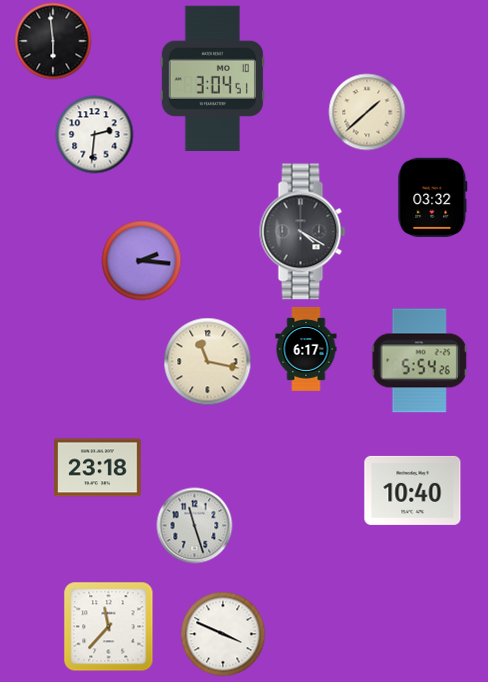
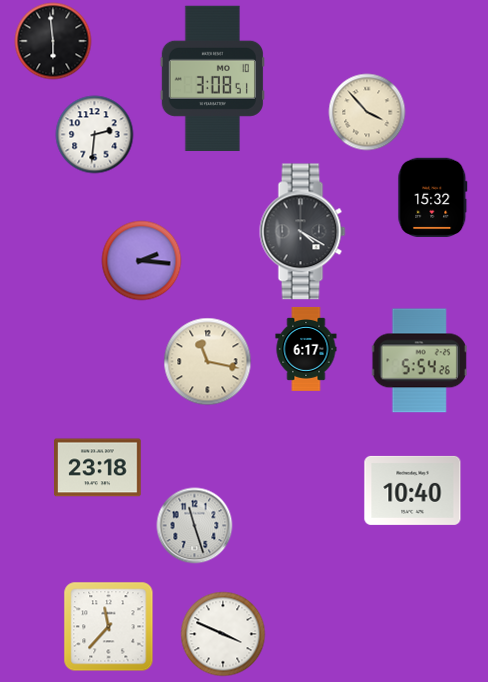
clock at (212, 78): 3:04 -> 3:08
clock at (367, 112): 1:38 -> 3:53
clock at (433, 197): 03:32 -> 15:32
